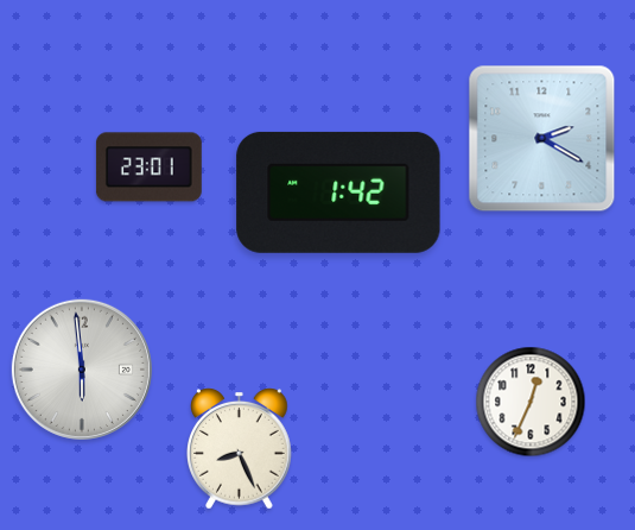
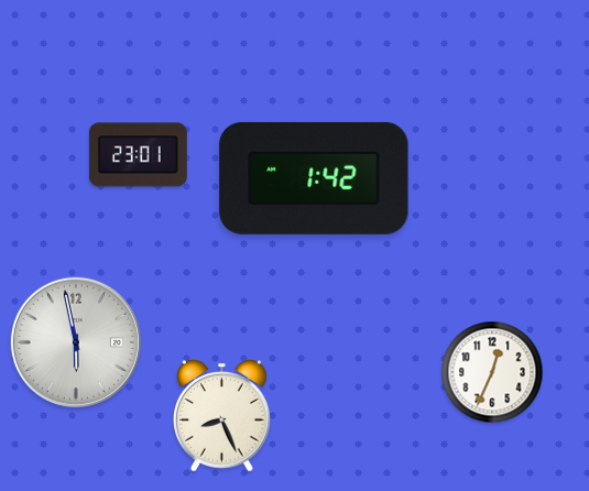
clock at (542, 139): 2:20 -> none
clock at (82, 370): 5:59 -> 5:58
